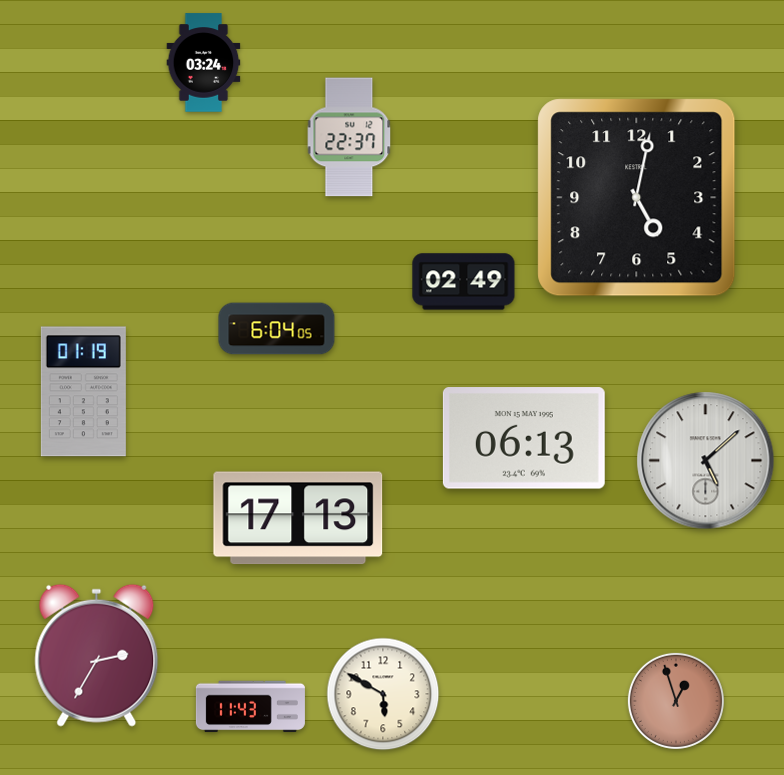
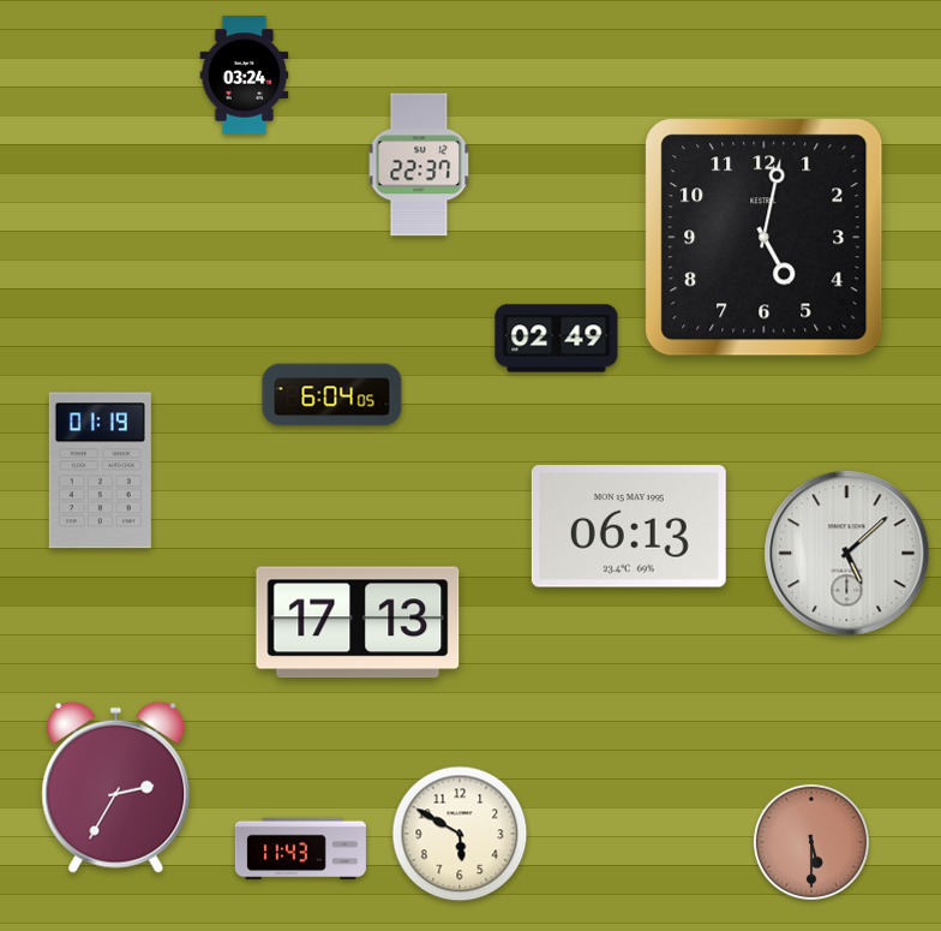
clock at (676, 701): 12:57 -> 5:30
